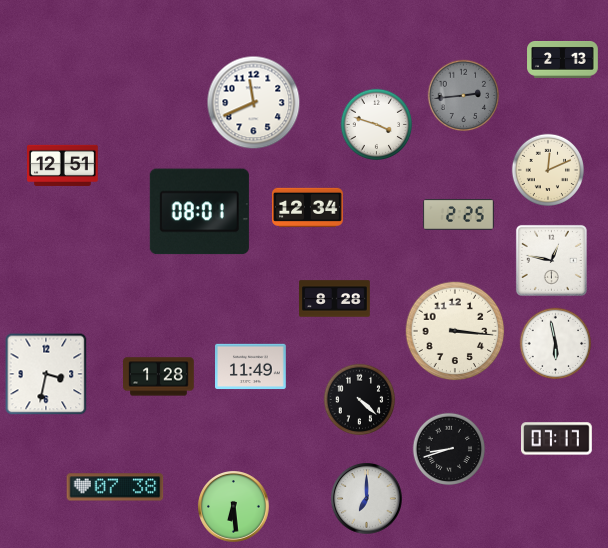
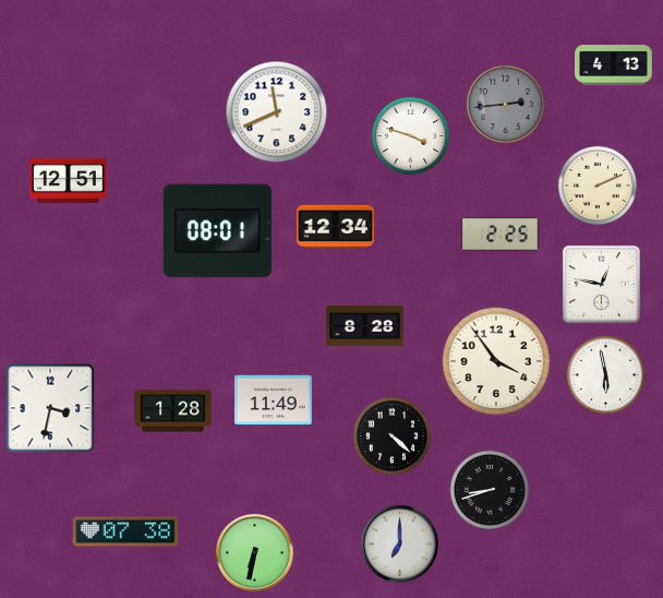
clock at (563, 60): 2:13 -> 4:13
clock at (547, 169): 12:11 -> 2:11
clock at (455, 331): 3:16 -> 3:54
clock at (557, 439): 07:17 -> none
clock at (234, 507): 6:29 -> 6:32
